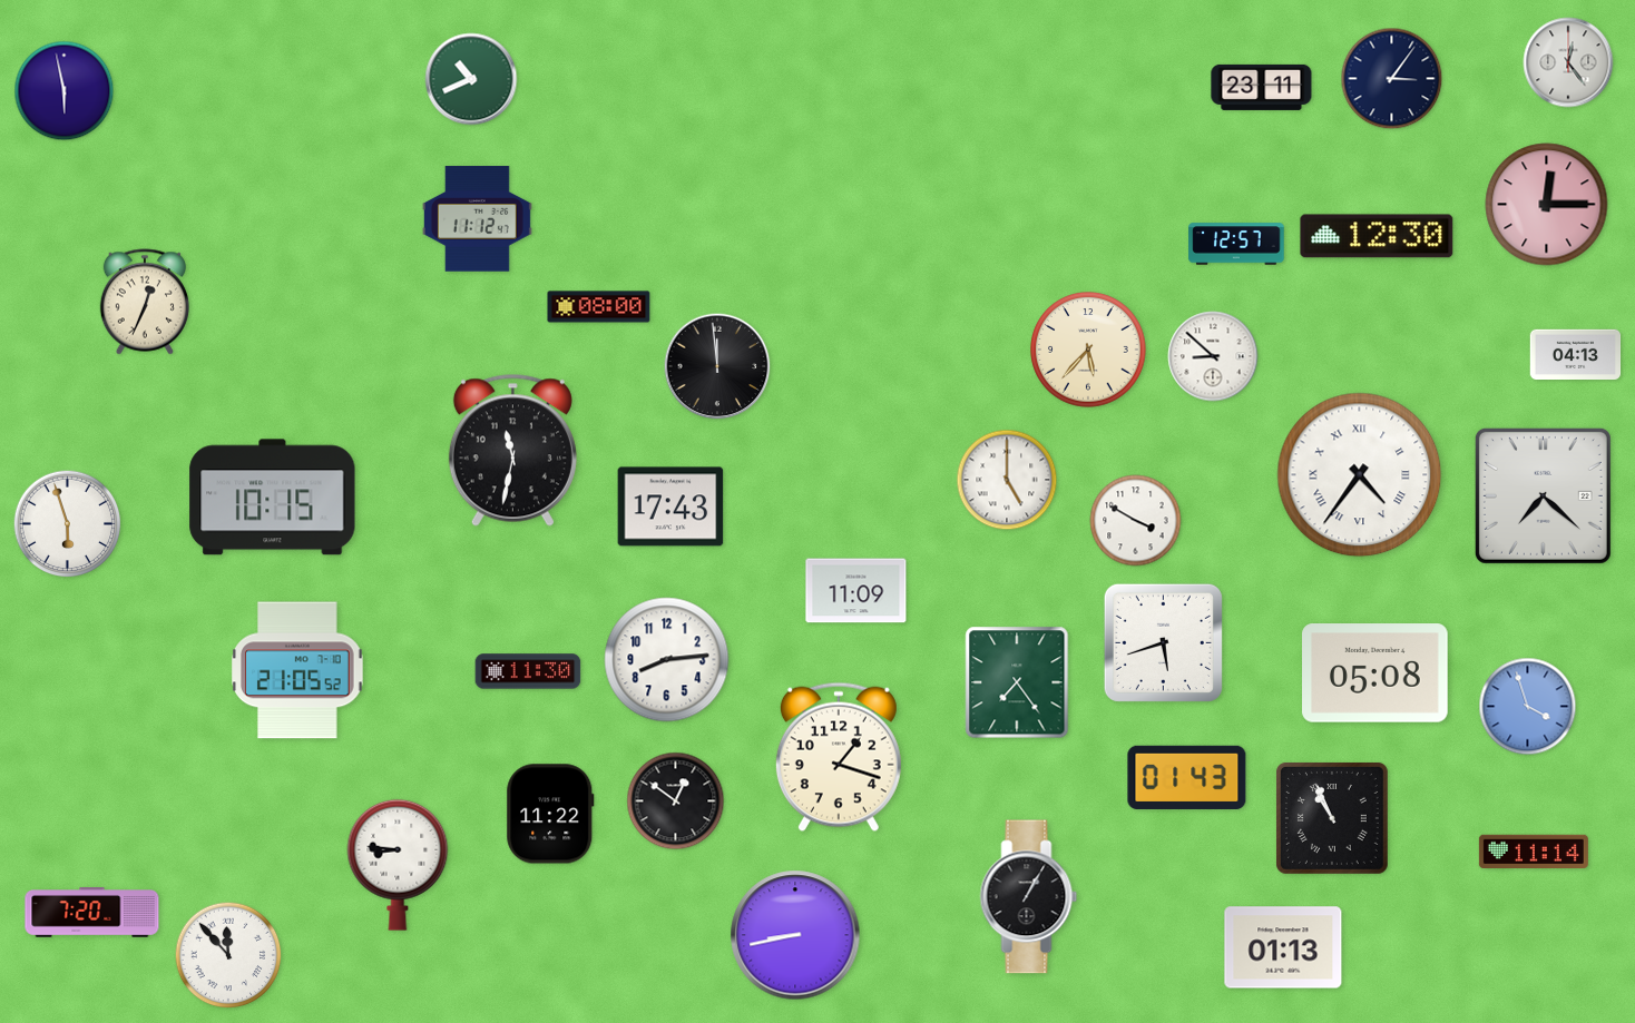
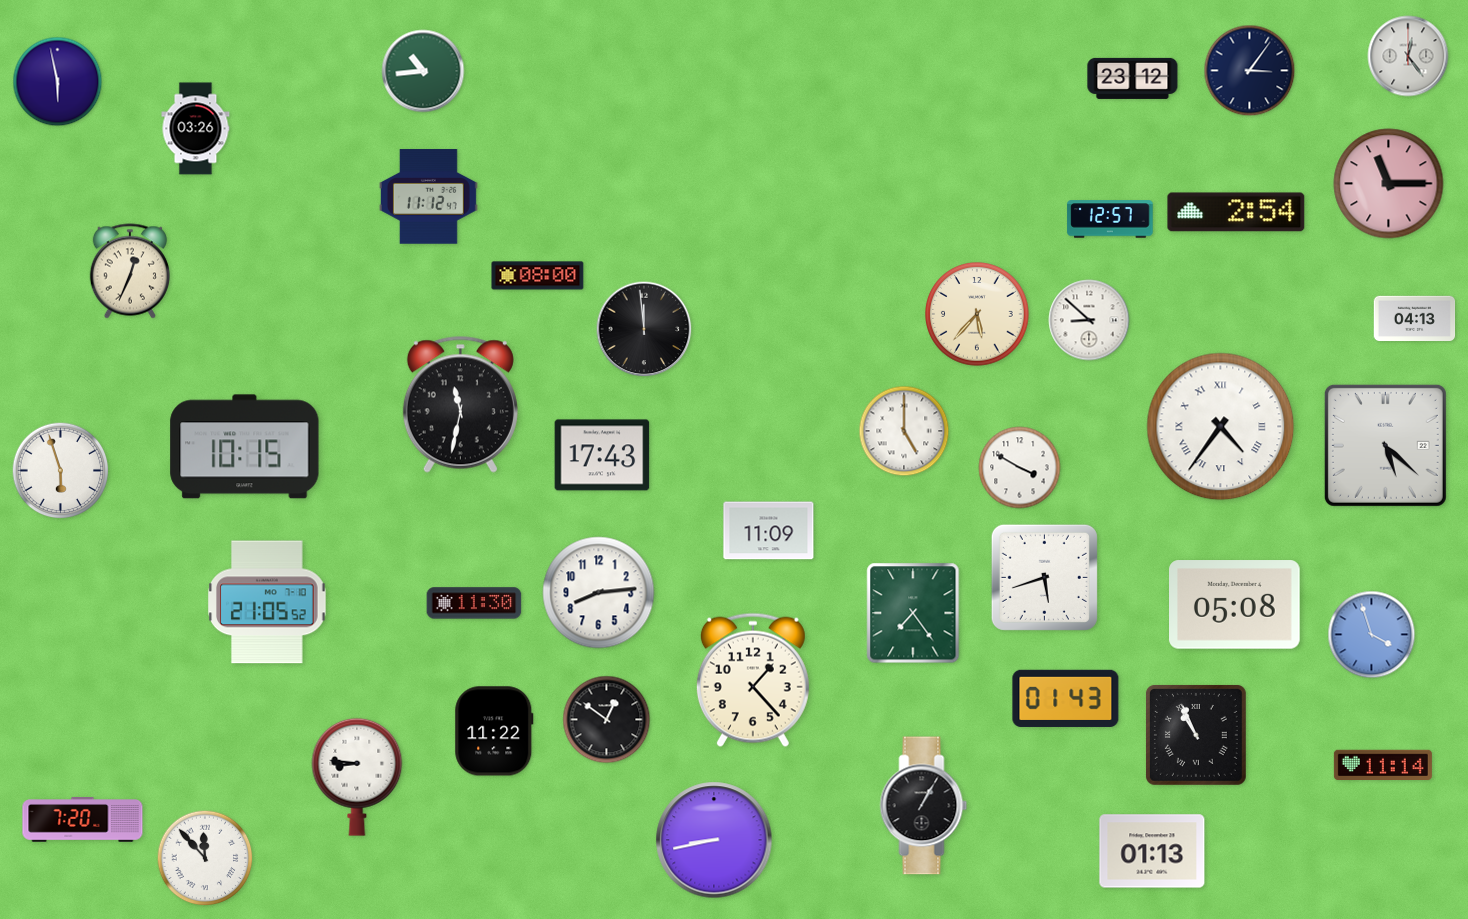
clock at (471, 79): 10:41 -> 10:44
clock at (1262, 87): 23:11 -> 23:12
clock at (196, 129): none -> 03:26
clock at (1547, 205): 12:15 -> 11:15
clock at (1377, 236): 12:30 -> 2:54
clock at (1543, 495): 7:22 -> 5:22
clock at (839, 757): 1:18 -> 1:23
clock at (1534, 850) position: (1534, 850) -> (1383, 764)
